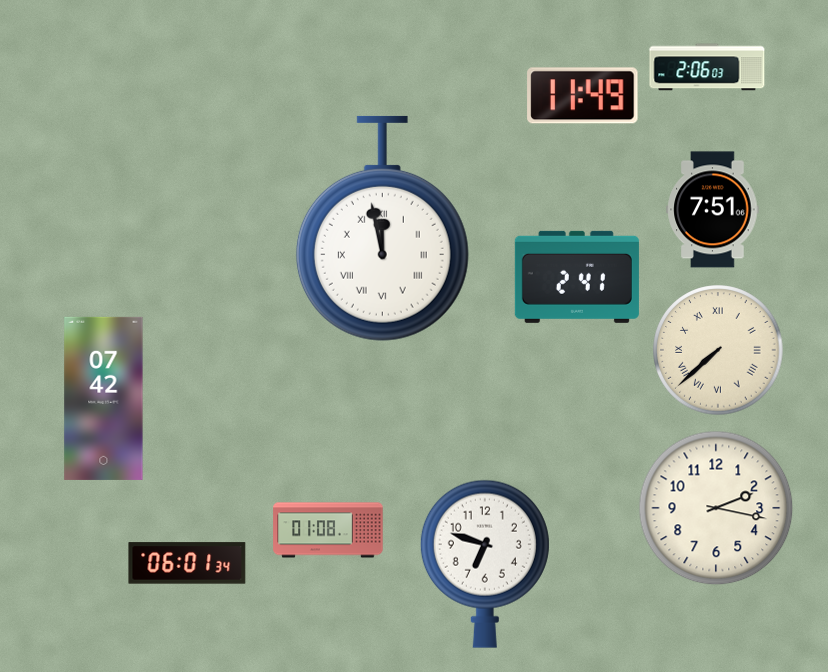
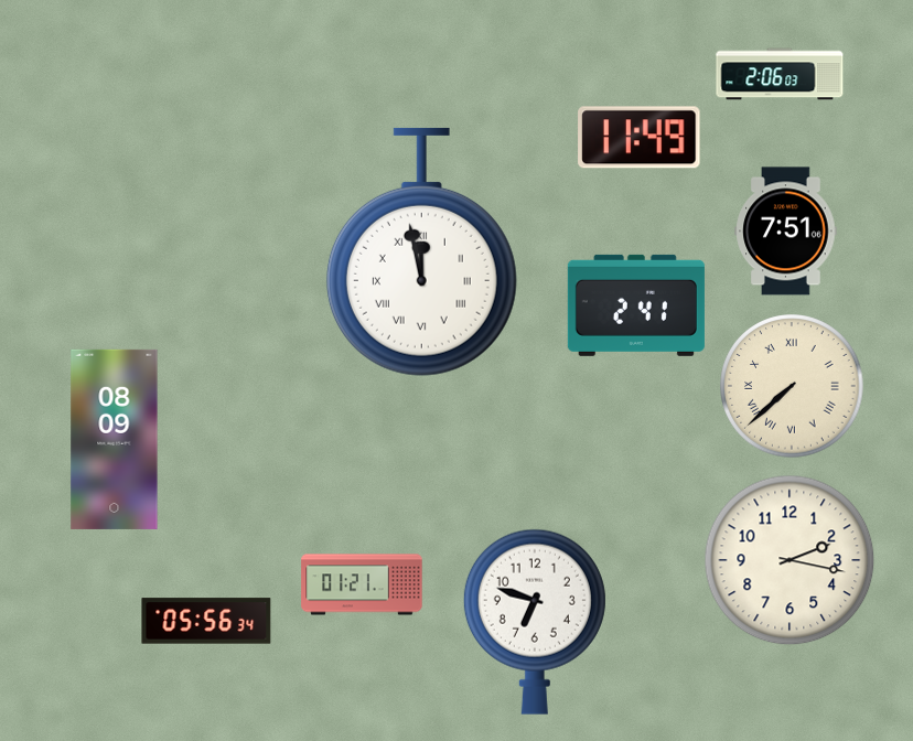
clock at (583, 96) position: (583, 96) -> (640, 138)
clock at (104, 398): 07:42 -> 08:09
clock at (328, 530): 01:08 -> 01:21
clock at (187, 563): 06:01 -> 05:56
